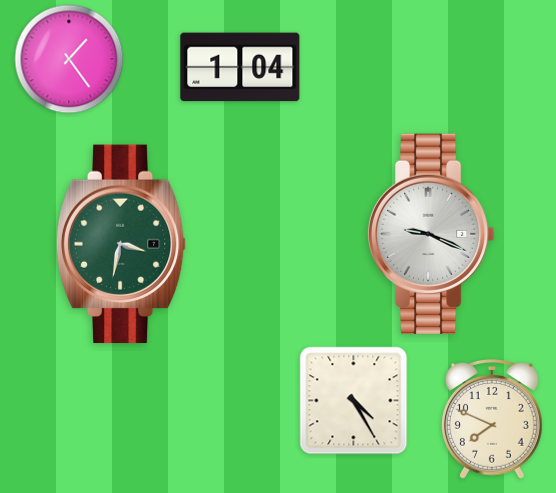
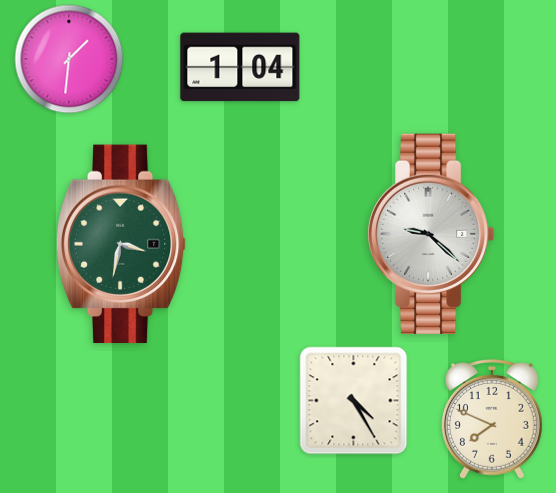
clock at (69, 59): 1:24 -> 1:31
clock at (431, 234): 9:19 -> 9:22
